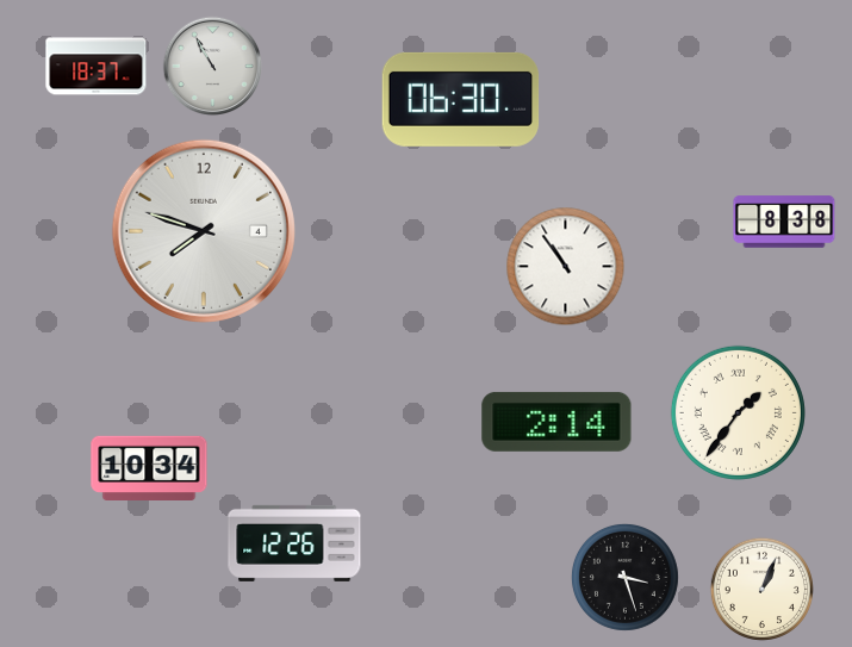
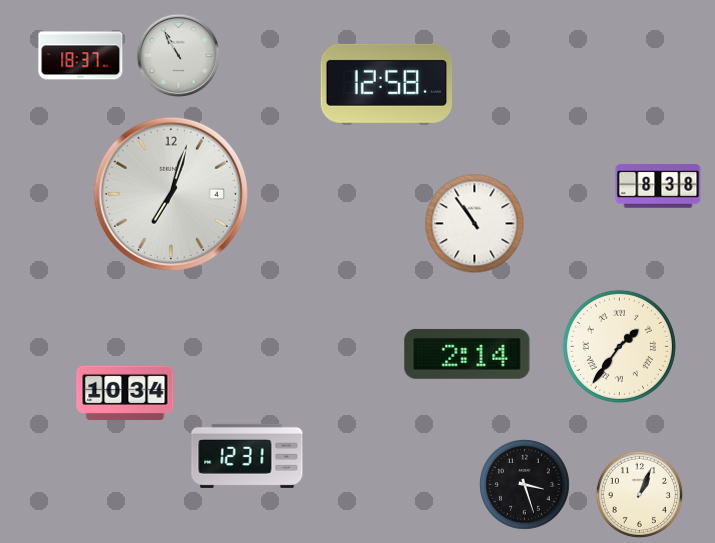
clock at (461, 99): 06:30 -> 12:58
clock at (204, 231): 7:48 -> 7:03
clock at (294, 543): 12:26 -> 12:31
